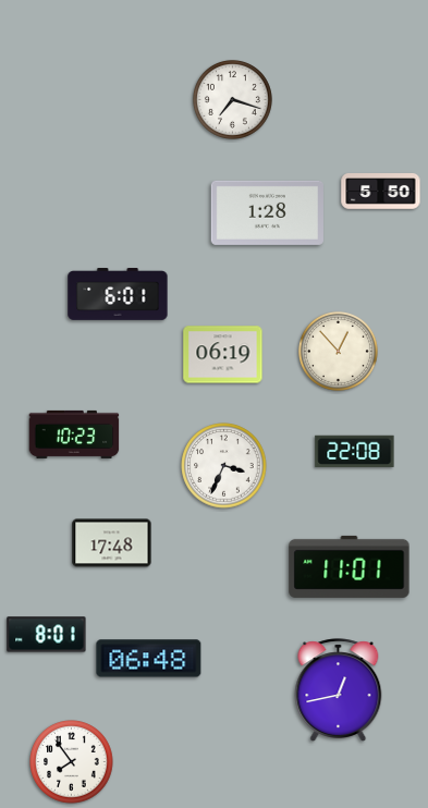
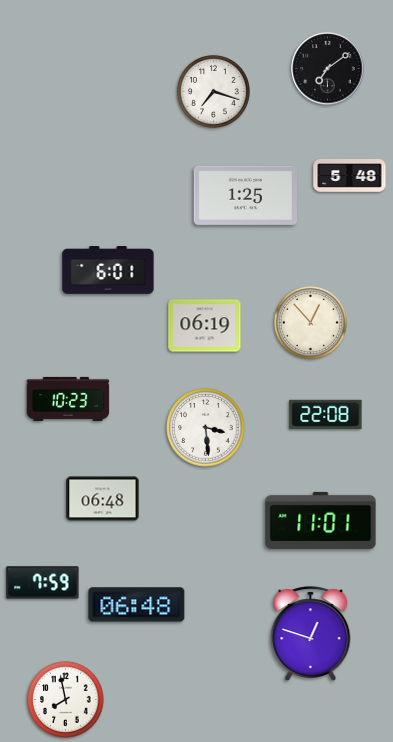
clock at (328, 69): none -> 7:09
clock at (381, 192): 5:50 -> 5:48
clock at (267, 212): 1:28 -> 1:25
clock at (224, 466): 3:34 -> 3:29
clock at (112, 543): 17:48 -> 06:48
clock at (47, 635): 8:01 -> 7:59
clock at (339, 689): 12:43 -> 12:48
clock at (72, 762): 7:54 -> 7:58
